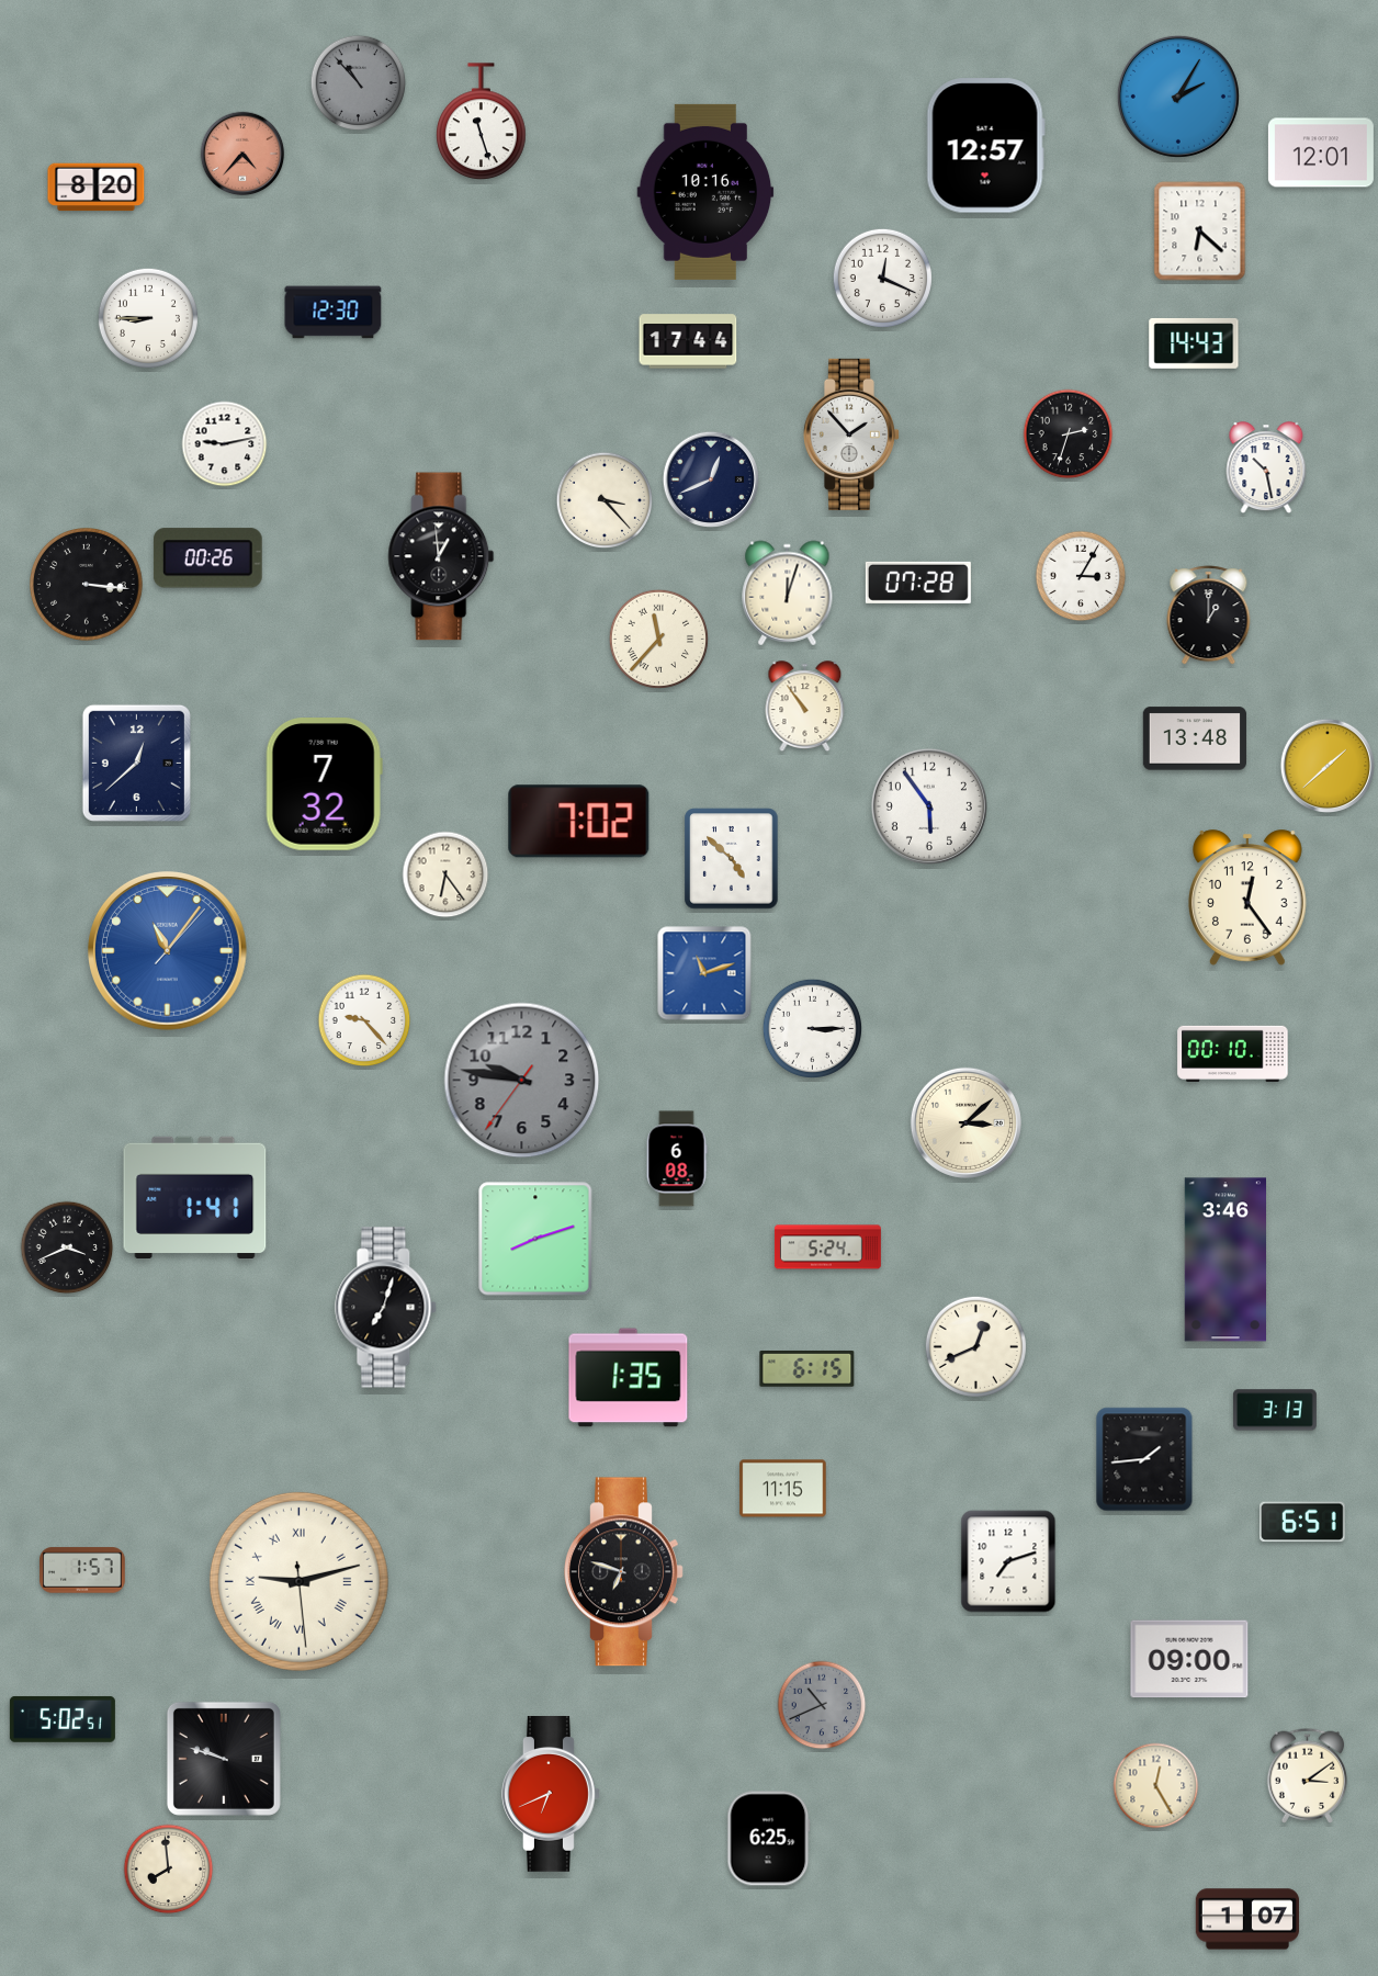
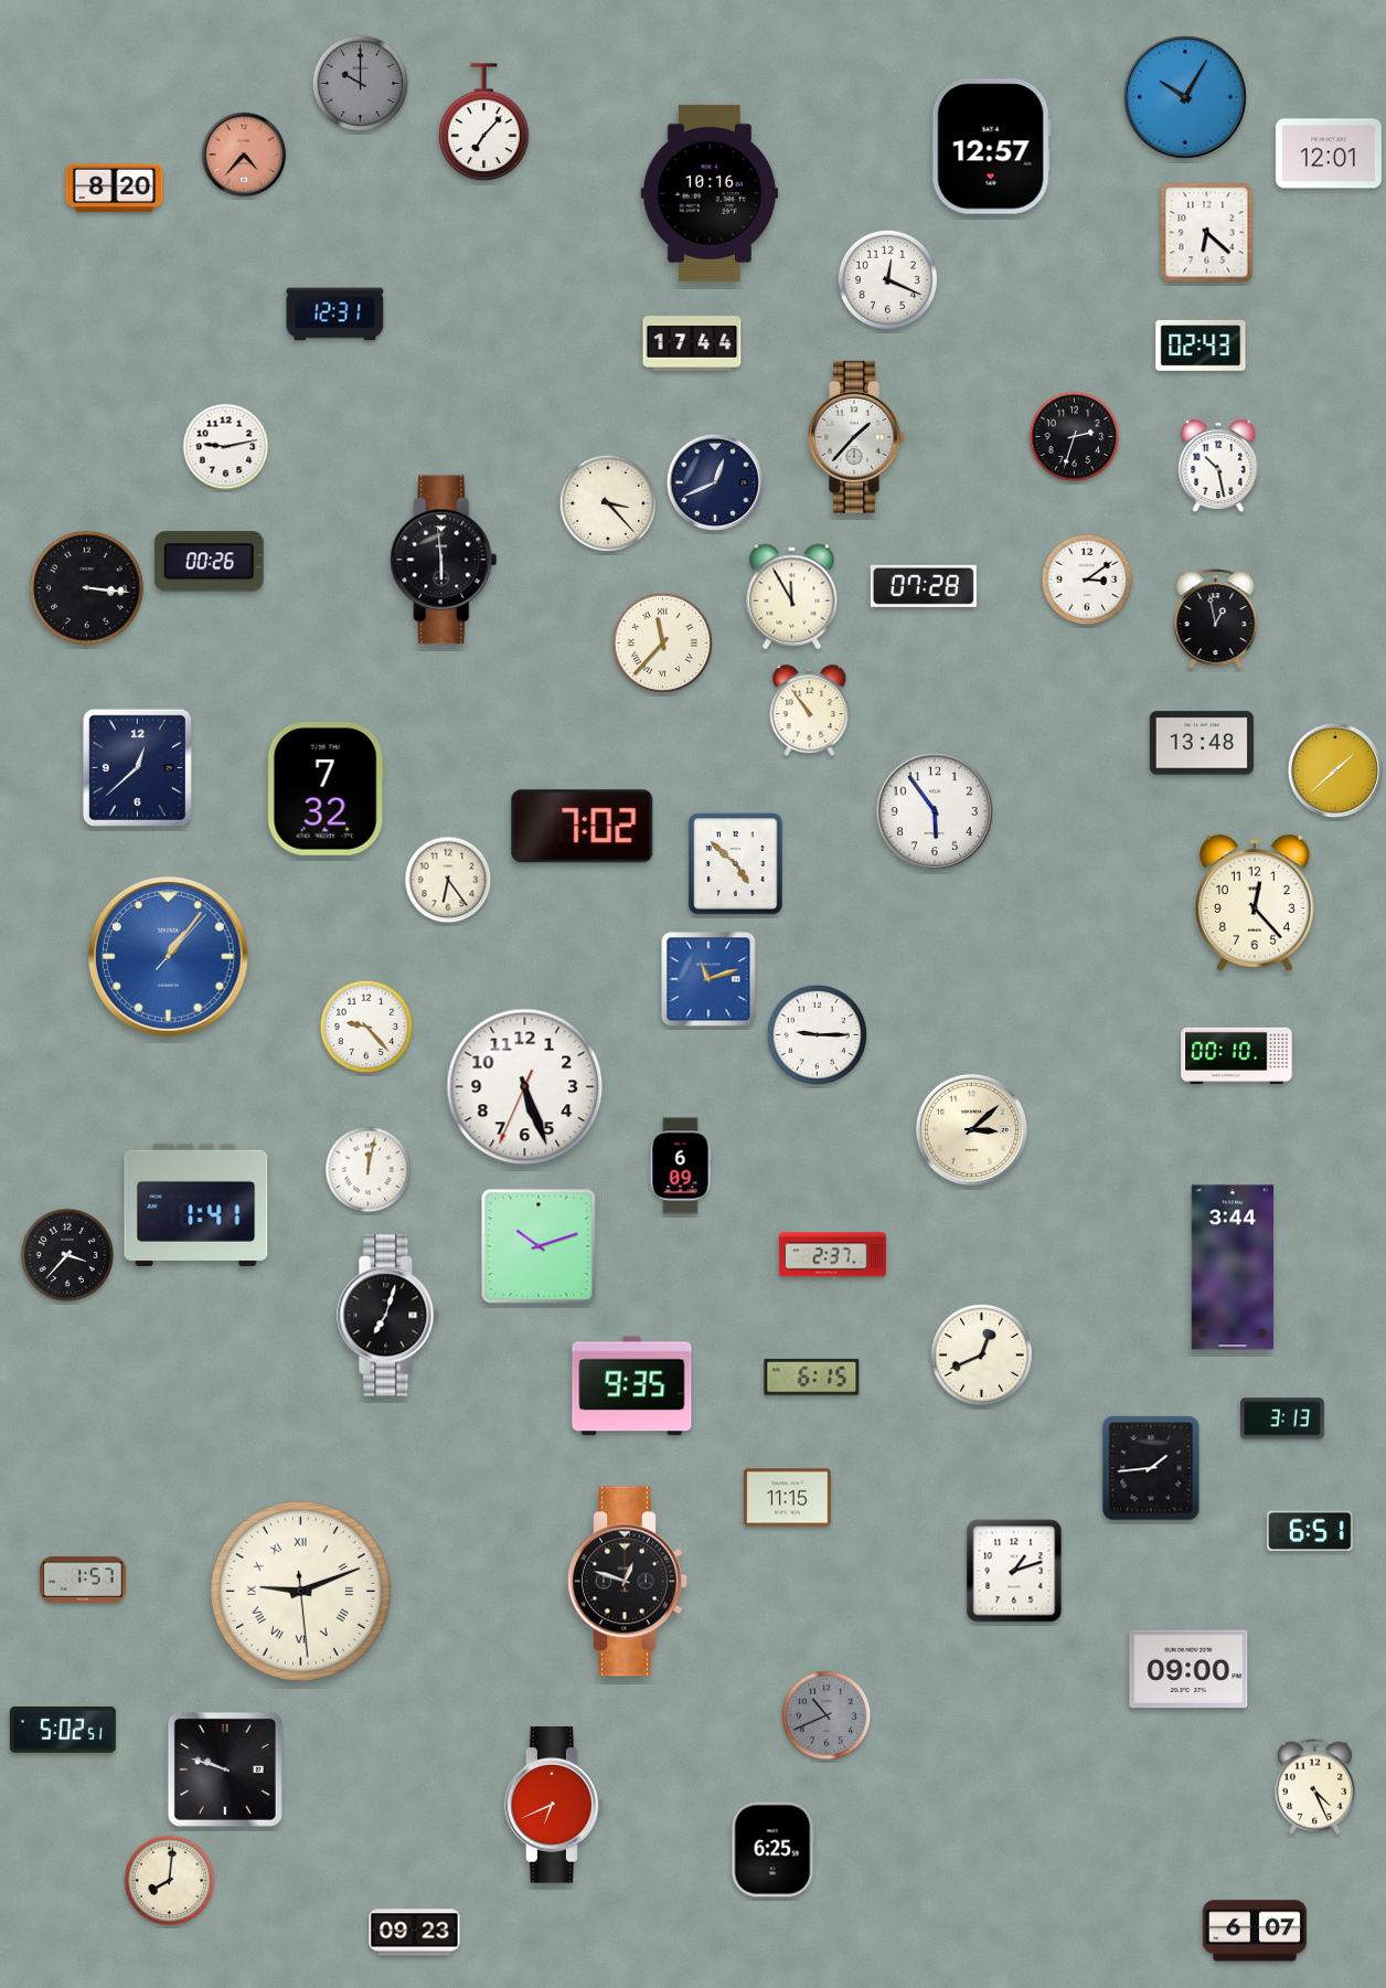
clock at (359, 83): 10:53 -> 10:00
clock at (1178, 97): 2:05 -> 10:05
clock at (482, 122): 11:27 -> 7:07
clock at (97, 188) position: (97, 188) -> (115, 189)
clock at (334, 313): 12:30 -> 12:31
clock at (148, 318): 8:45 -> none
clock at (1194, 343): 14:43 -> 02:43
clock at (850, 434): 1:53 -> 1:37
clock at (1266, 468) position: (1266, 468) -> (1218, 467)
clock at (441, 556): 12:59 -> 5:59
clock at (1081, 576): 3:05 -> 3:09
clock at (788, 594): 12:03 -> 11:55
clock at (1209, 616): 1:00 -> 12:58
clock at (1247, 897): 12:24 -> 12:23
clock at (168, 951): 11:06 -> 1:06
clock at (812, 1028): 3:15 -> 9:15
clock at (1233, 1053) position: (1233, 1053) -> (1237, 1055)
clock at (522, 1081): 9:46 -> 5:26
clock at (522, 1081) dial: grey -> white
clock at (677, 1159): 6:08 -> 6:09
clock at (369, 1170): none -> 12:02
clock at (535, 1239): 8:12 -> 10:12
clock at (67, 1247): 3:41 -> 3:37
clock at (827, 1247): 5:24 -> 2:37
clock at (1224, 1260): 3:46 -> 3:44
clock at (629, 1378): 1:35 -> 9:35
clock at (1008, 1561): 7:12 -> 1:12
clock at (624, 1572): 6:48 -> 12:48
clock at (298, 1581): 9:12 -> 9:11
clock at (1189, 1659) position: (1189, 1659) -> (1188, 1669)
clock at (1308, 1775): 3:09 -> 4:26
clock at (1156, 1786): 12:25 -> none
clock at (169, 1870): 7:59 -> 8:01
clock at (1247, 1919): 1:07 -> 6:07
clock at (415, 1933): none -> 09:23
